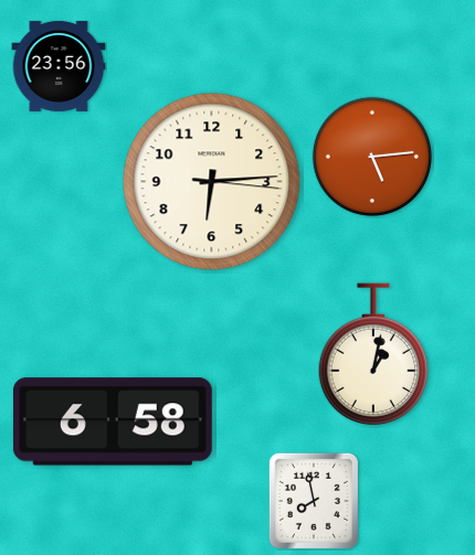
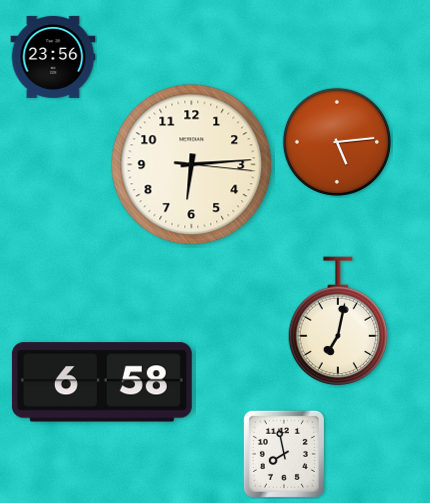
clock at (59, 66) position: (59, 66) -> (53, 57)
clock at (373, 355): 1:02 -> 7:02
